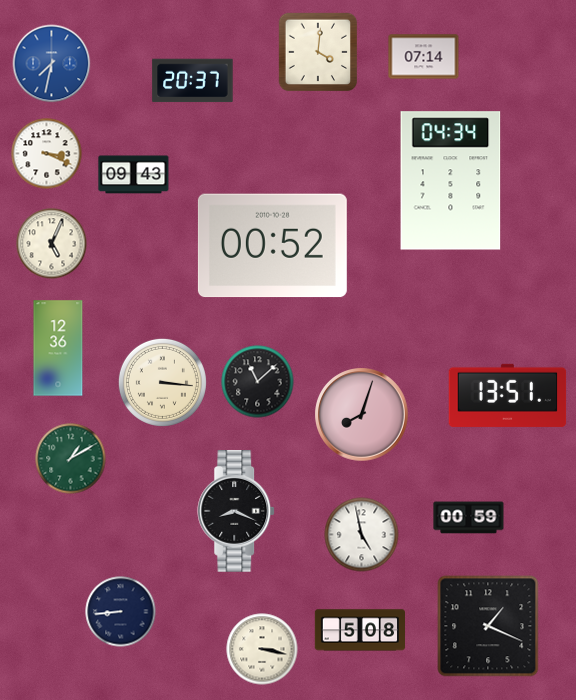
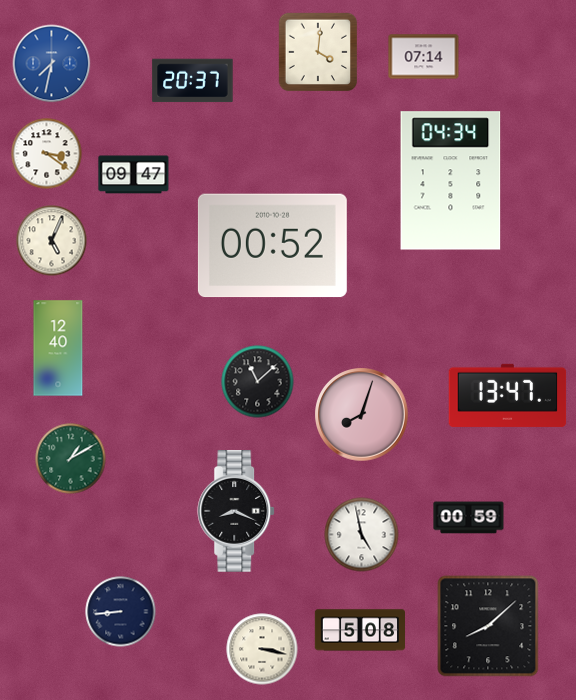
clock at (47, 154): 3:19 -> 3:21
clock at (134, 175): 09:43 -> 09:47
clock at (52, 244) position: (52, 244) -> (52, 241)
clock at (58, 348): 12:36 -> 12:40
clock at (162, 382): 3:16 -> none
clock at (508, 395): 13:51 -> 13:47
clock at (488, 626): 1:19 -> 8:08
